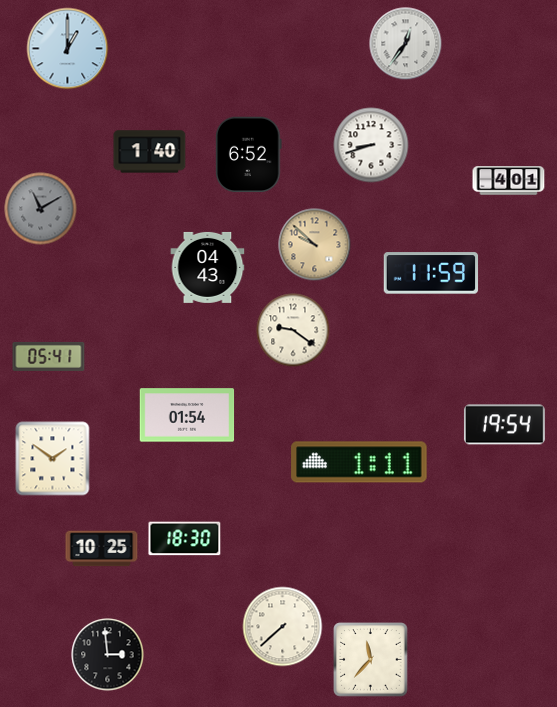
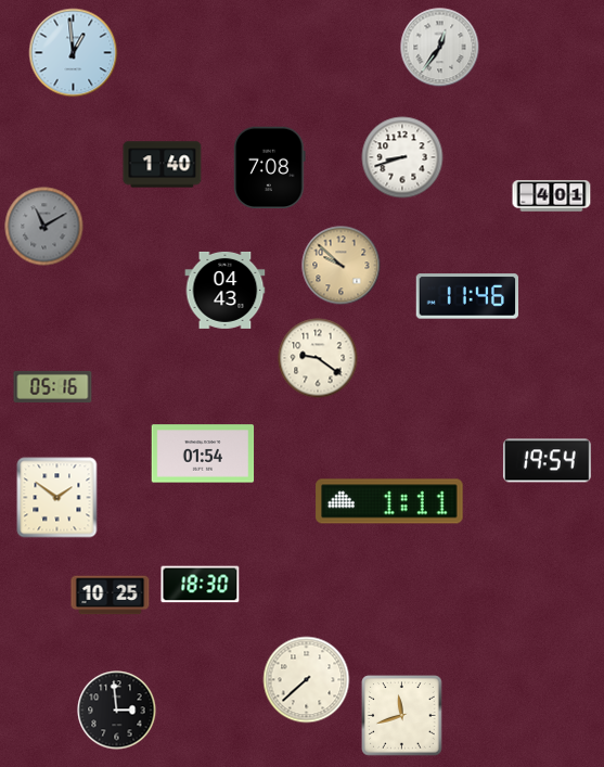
clock at (68, 49): 1:00 -> 12:59
clock at (249, 155): 6:52 -> 7:08
clock at (431, 273): 11:59 -> 11:46
clock at (49, 356): 05:41 -> 05:16
clock at (187, 415) position: (187, 415) -> (203, 453)
clock at (371, 660): 11:37 -> 11:42
